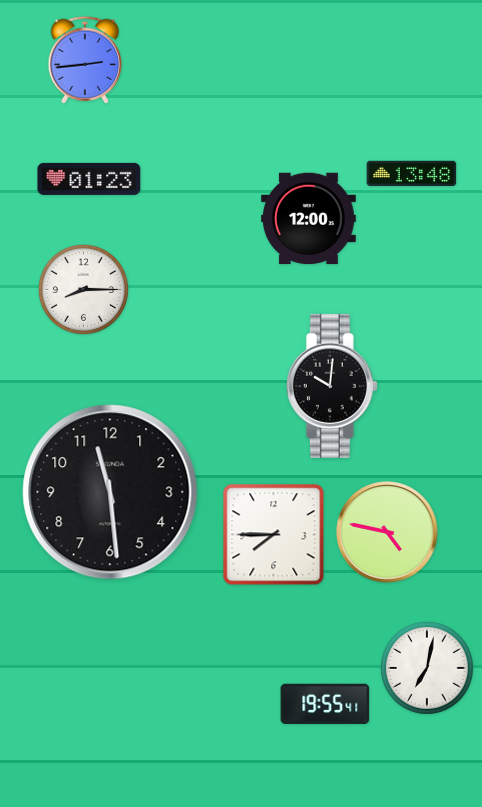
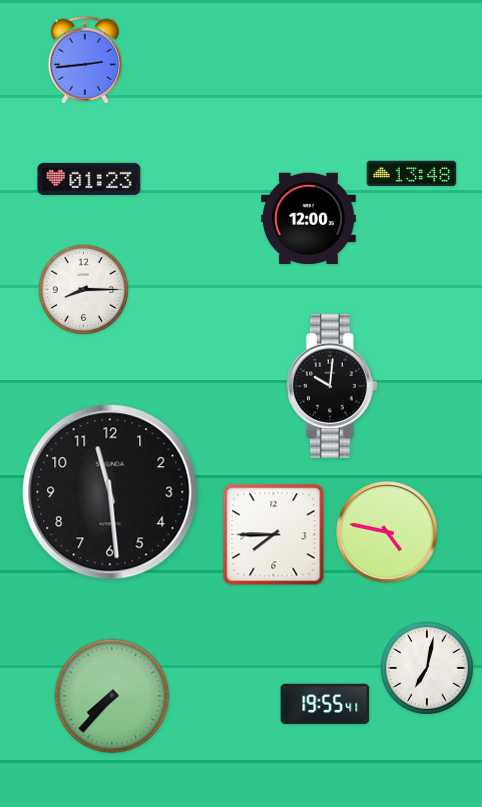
clock at (112, 696): none -> 7:37
